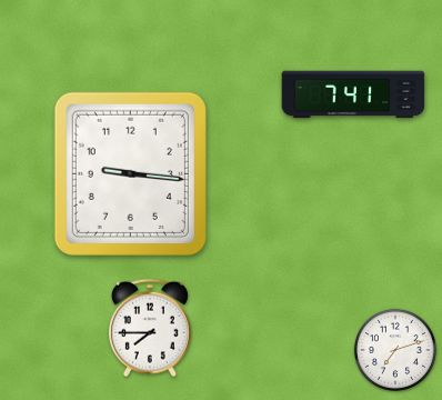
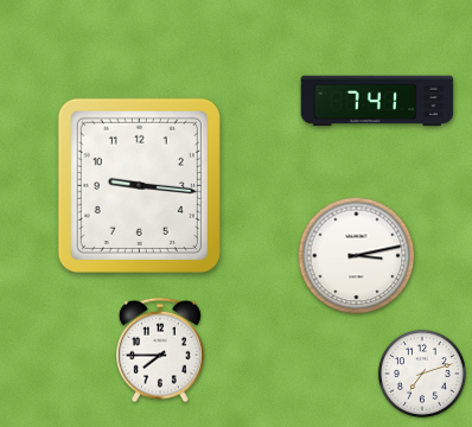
clock at (357, 256): none -> 3:13
